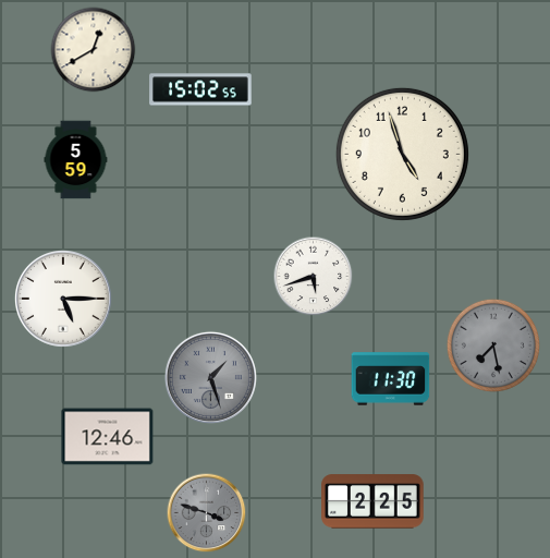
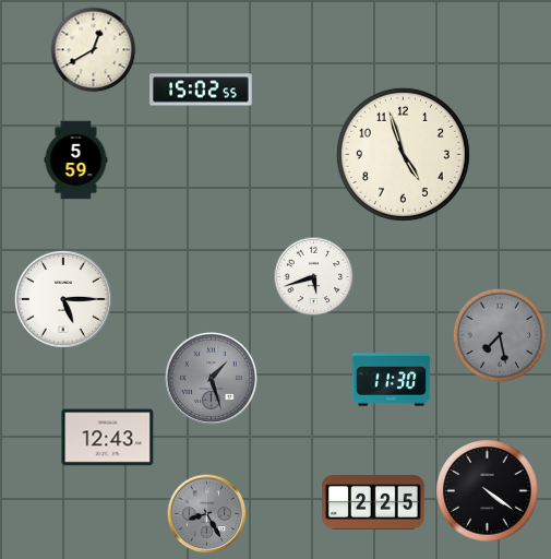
clock at (493, 345) position: (493, 345) -> (500, 335)
clock at (108, 437): 12:46 -> 12:43
clock at (488, 491): none -> 4:21
clock at (207, 513): 3:48 -> 8:25
